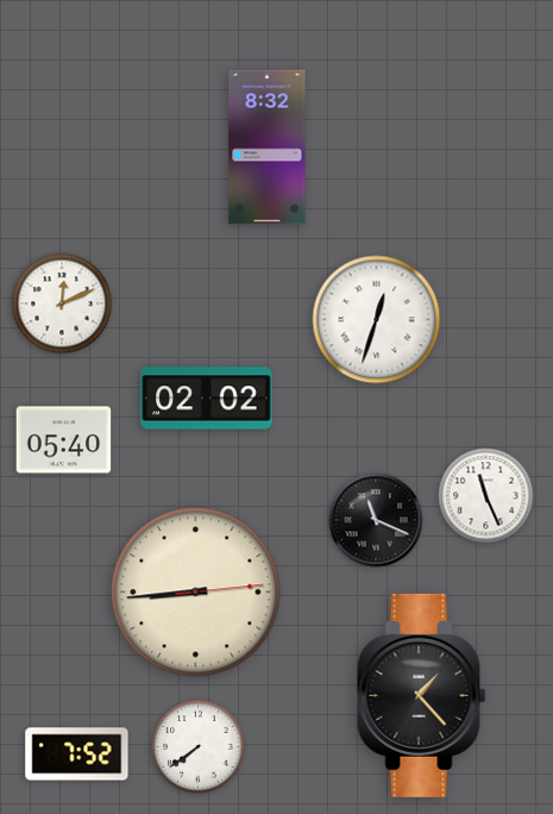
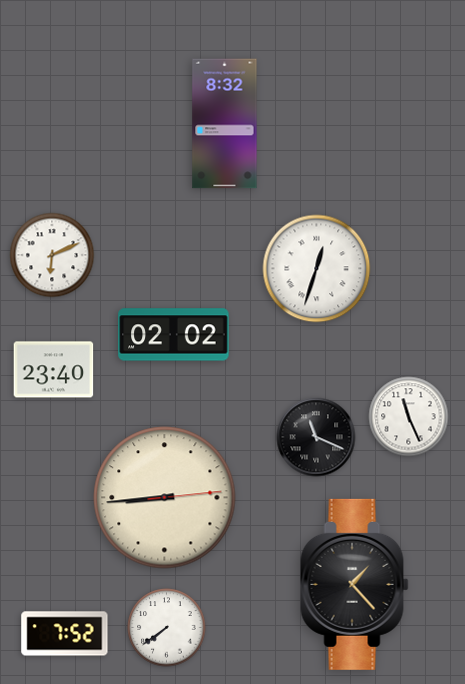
clock at (62, 303): 12:11 -> 6:11
clock at (64, 440): 05:40 -> 23:40
